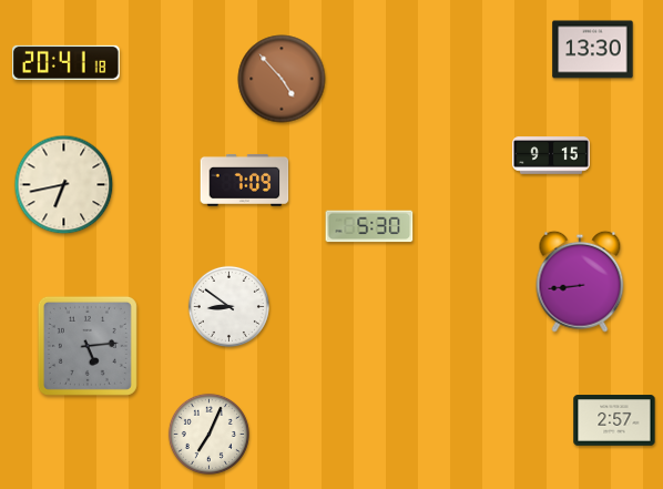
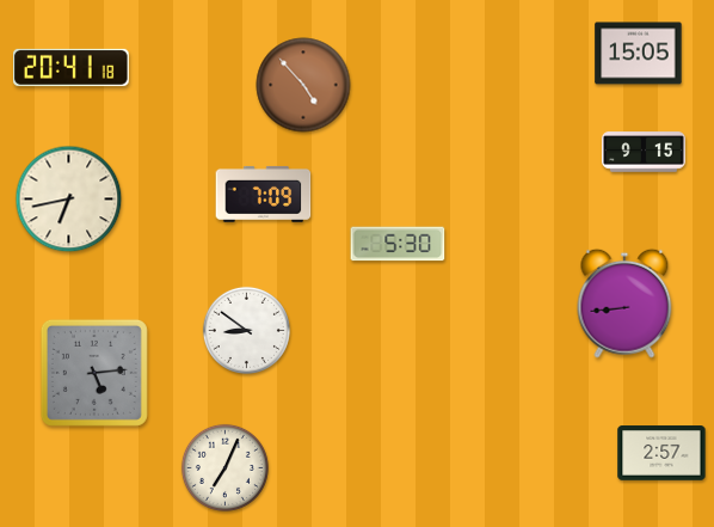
clock at (593, 50): 13:30 -> 15:05
clock at (551, 155) position: (551, 155) -> (644, 152)
